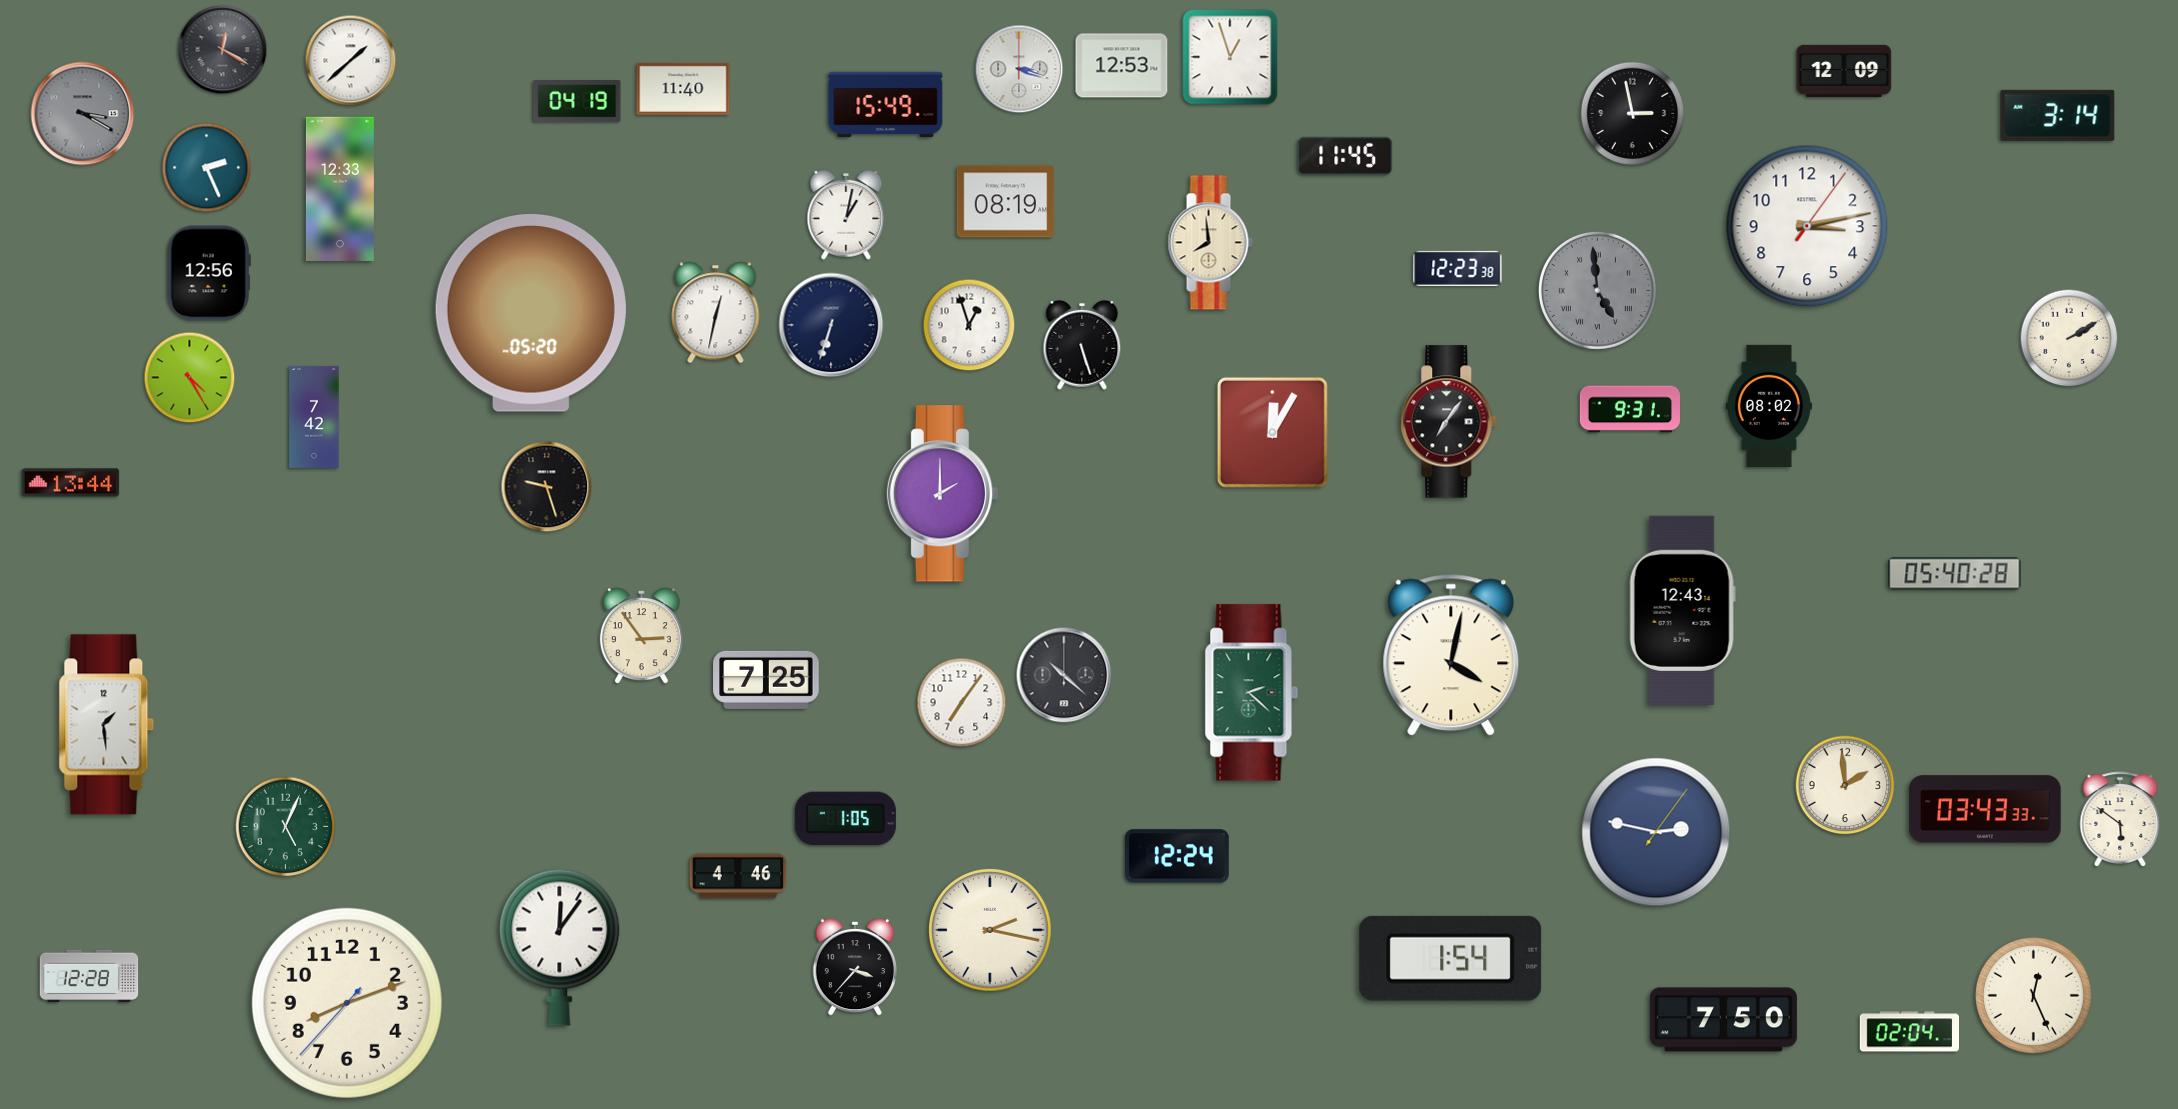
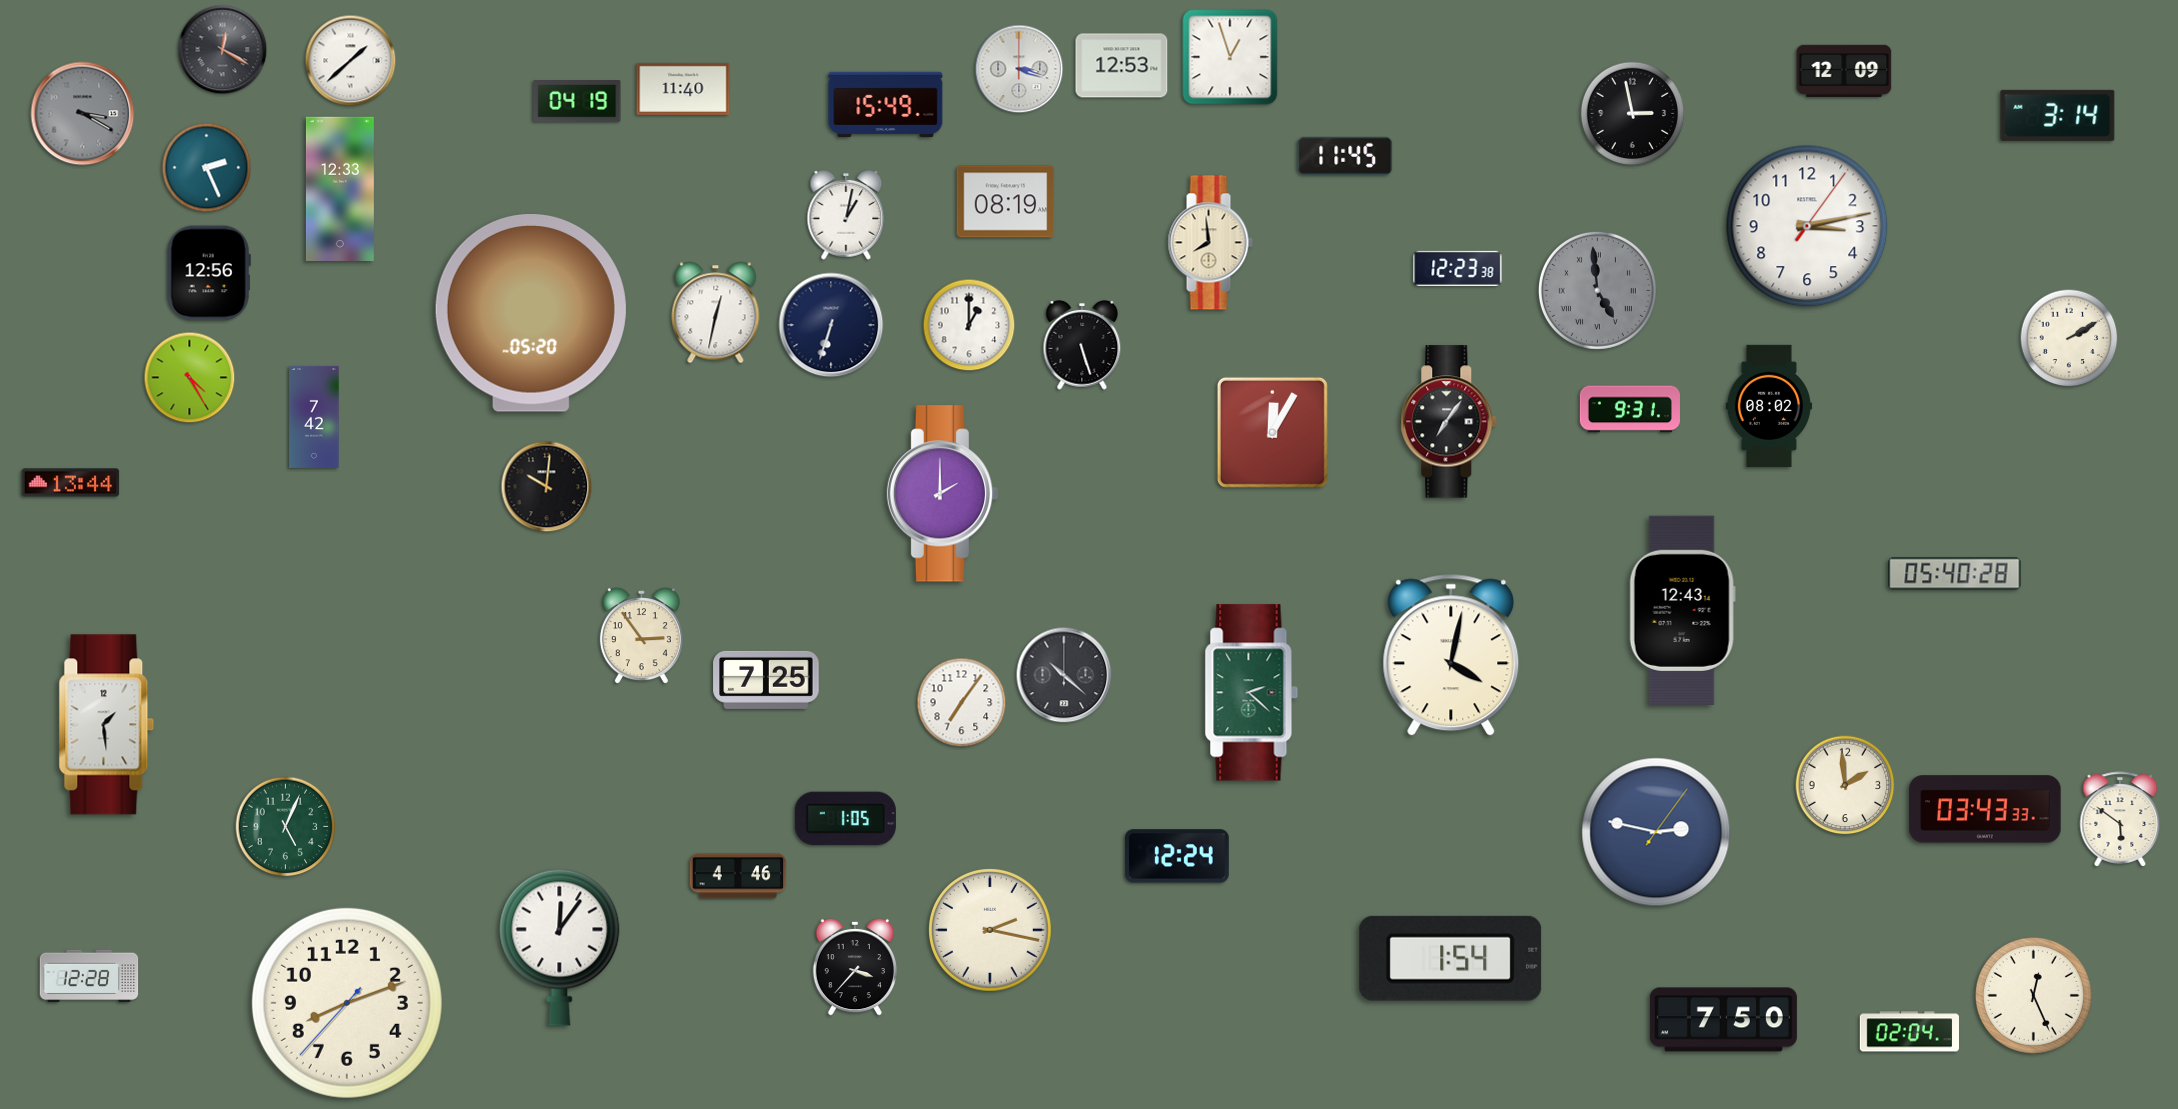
clock at (969, 325): 12:57 -> 1:00
clock at (547, 487): 9:27 -> 10:01
